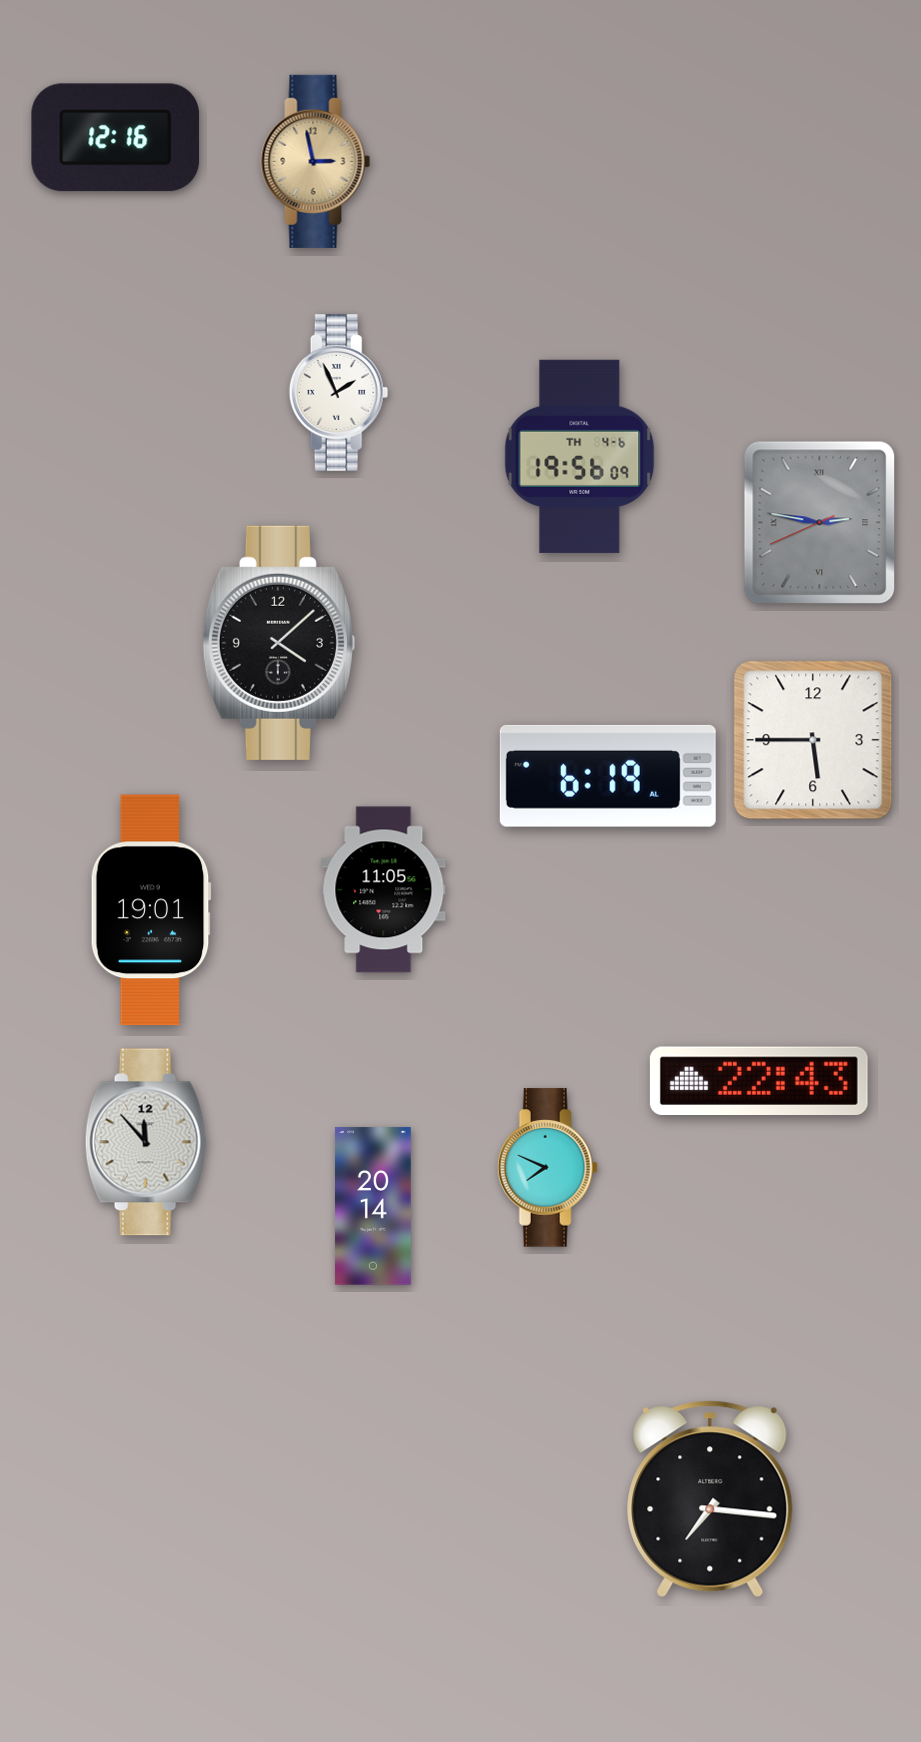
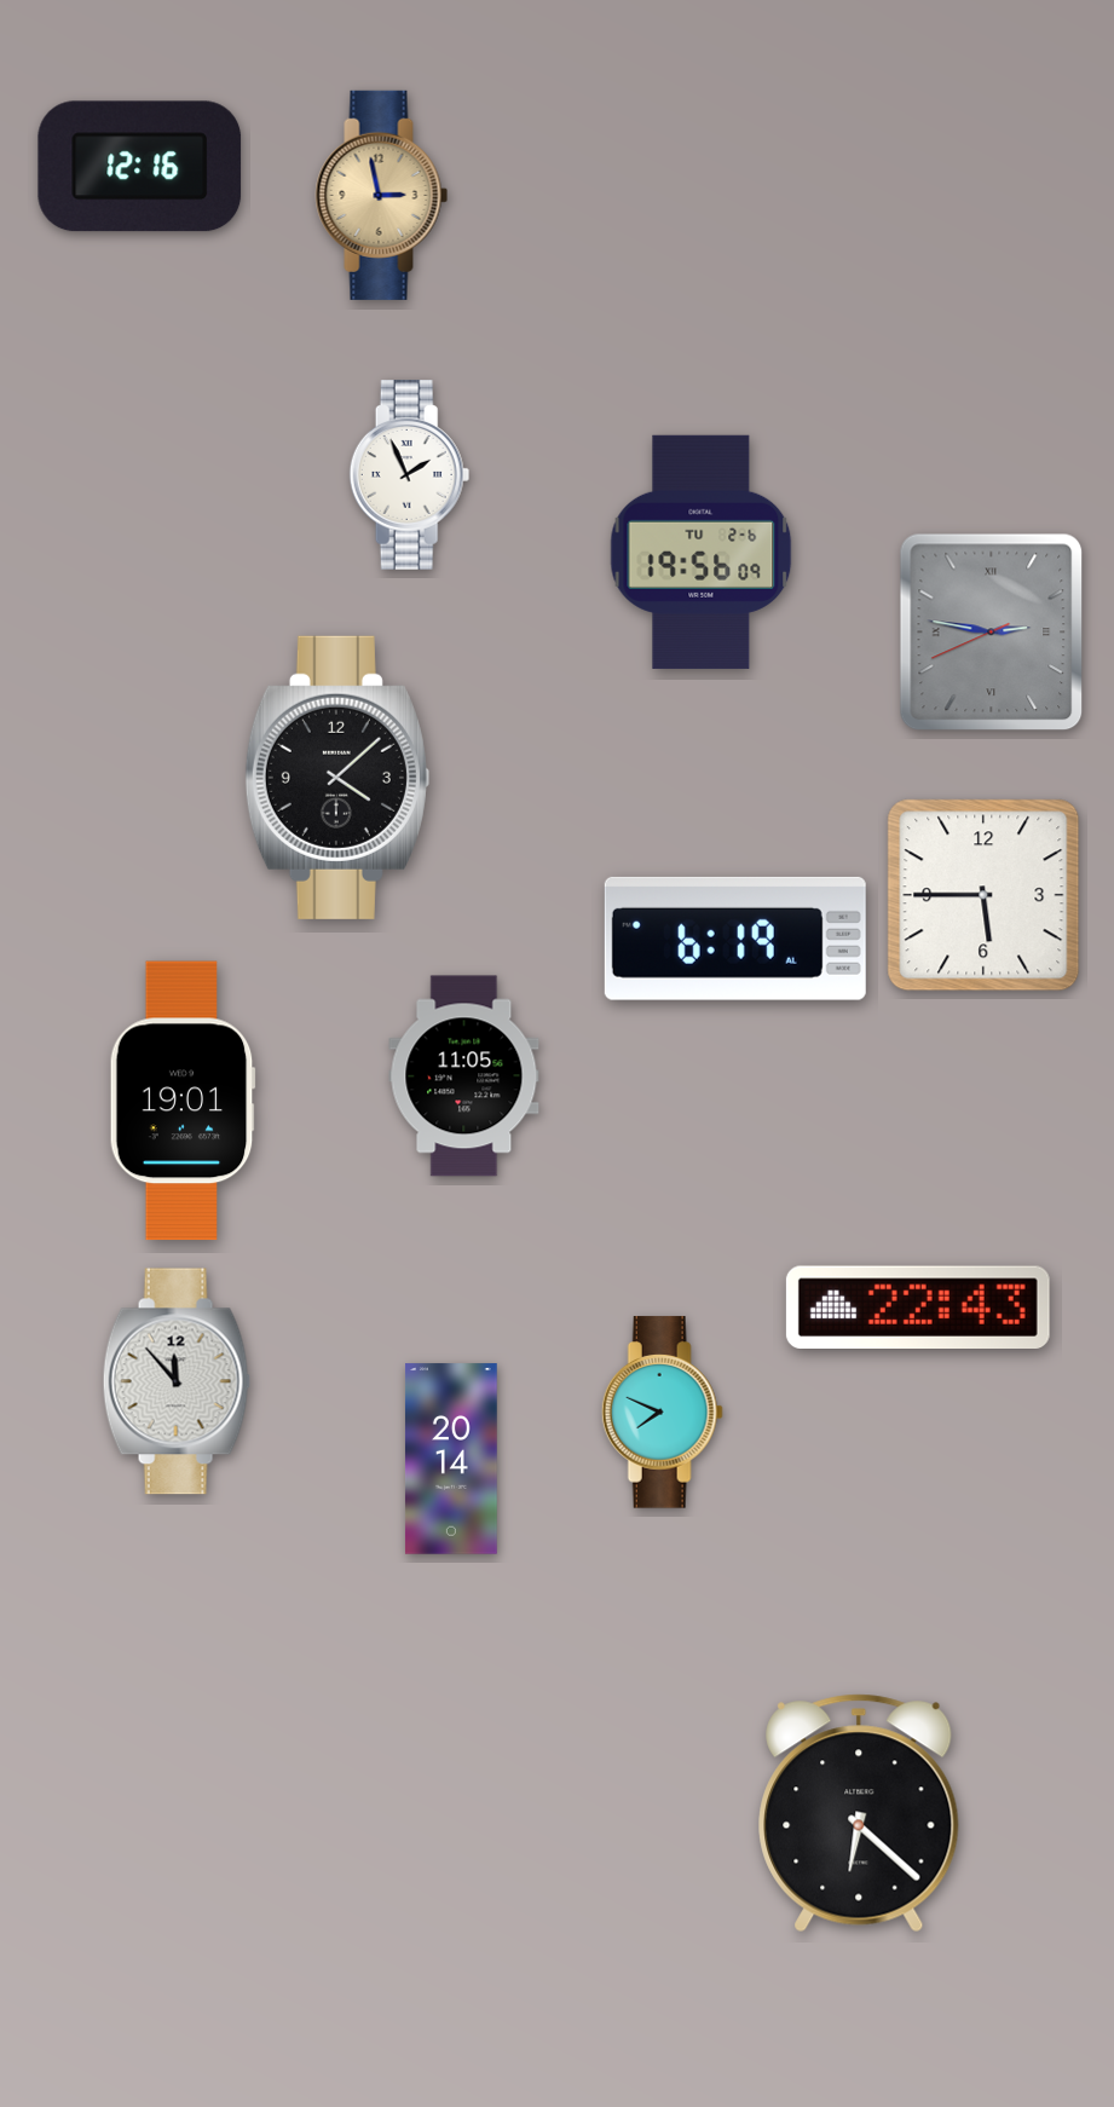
clock at (580, 456) date: TH 4-6 -> TU 2-6
clock at (710, 1499): 7:16 -> 6:22
